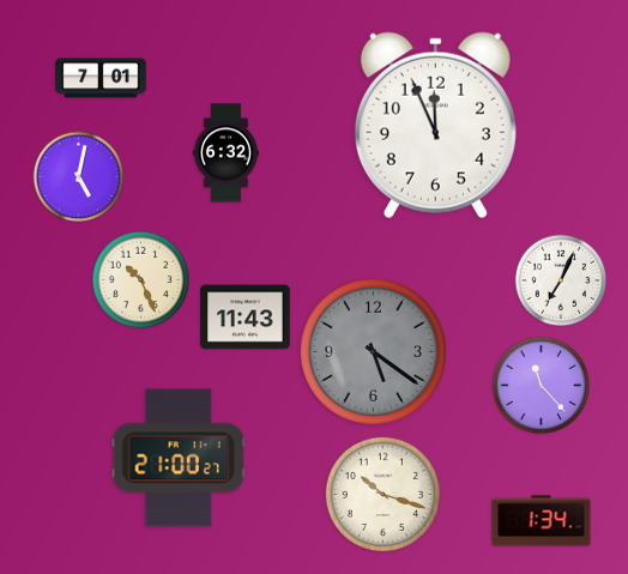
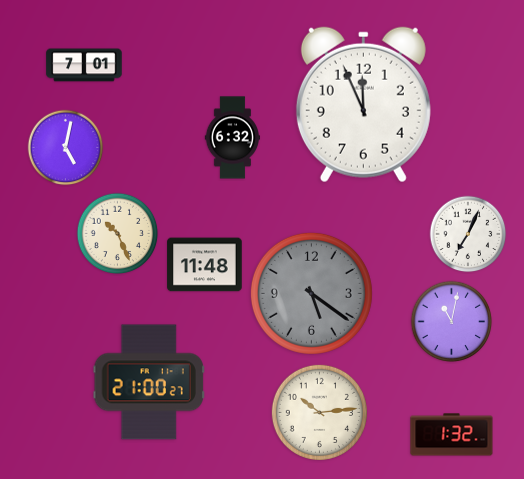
clock at (225, 153) position: (225, 153) -> (232, 138)
clock at (246, 318): 11:43 -> 11:48
clock at (542, 386): 11:23 -> 11:02
clock at (382, 494): 10:18 -> 10:14
clock at (542, 521): 1:34 -> 1:32
